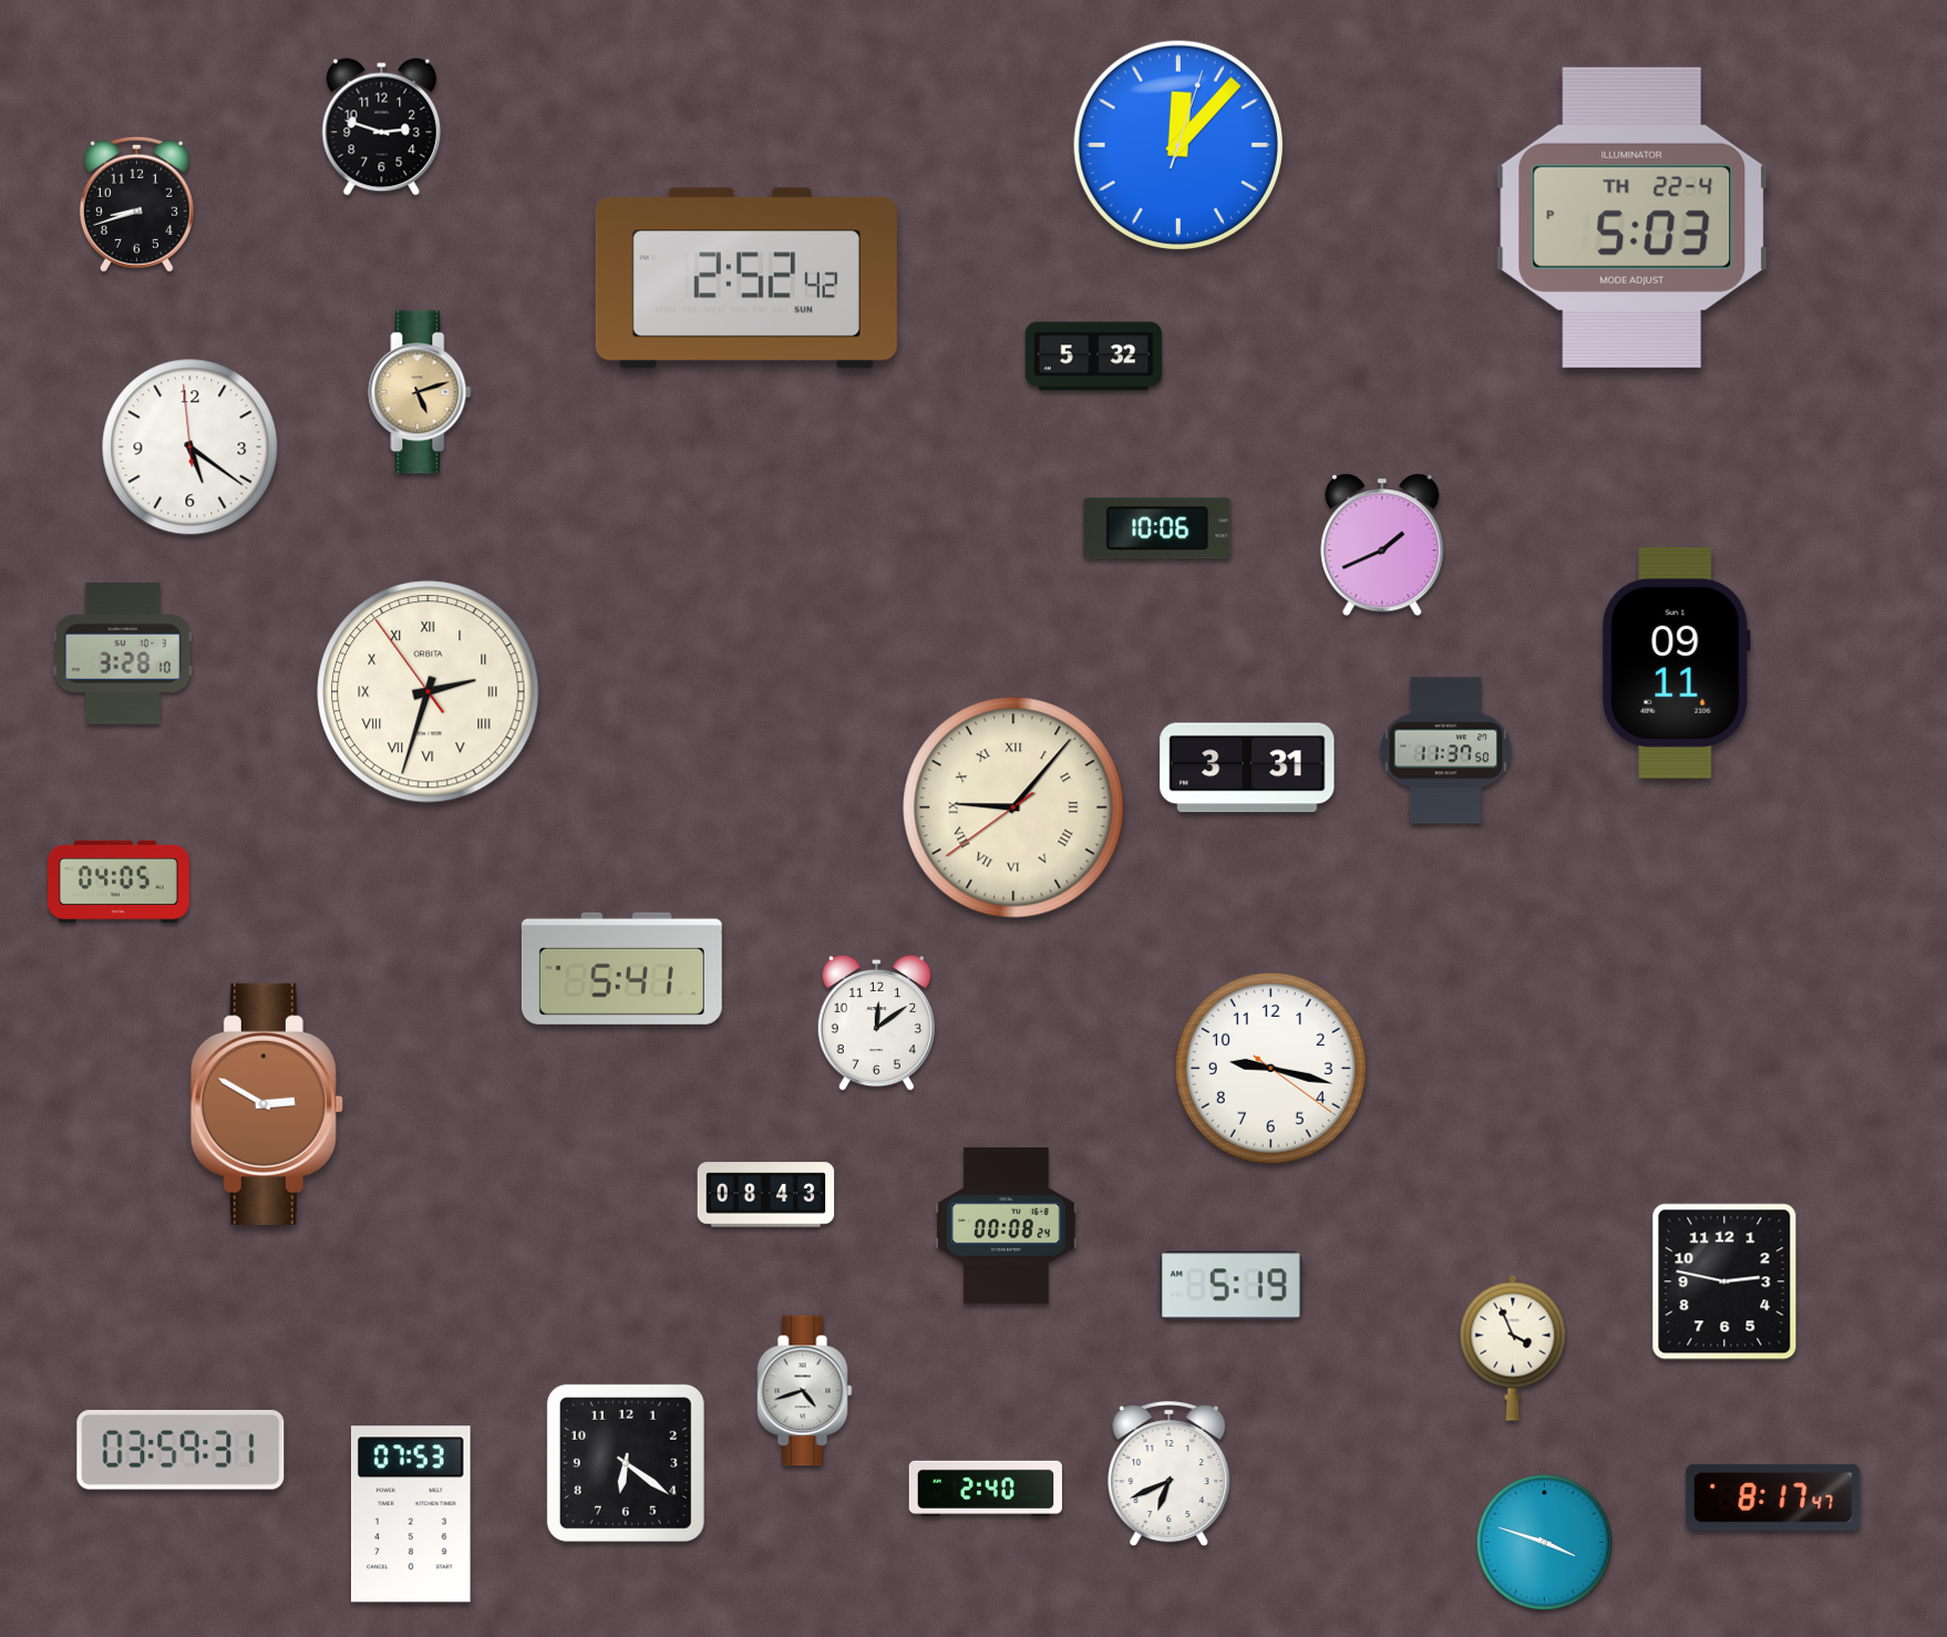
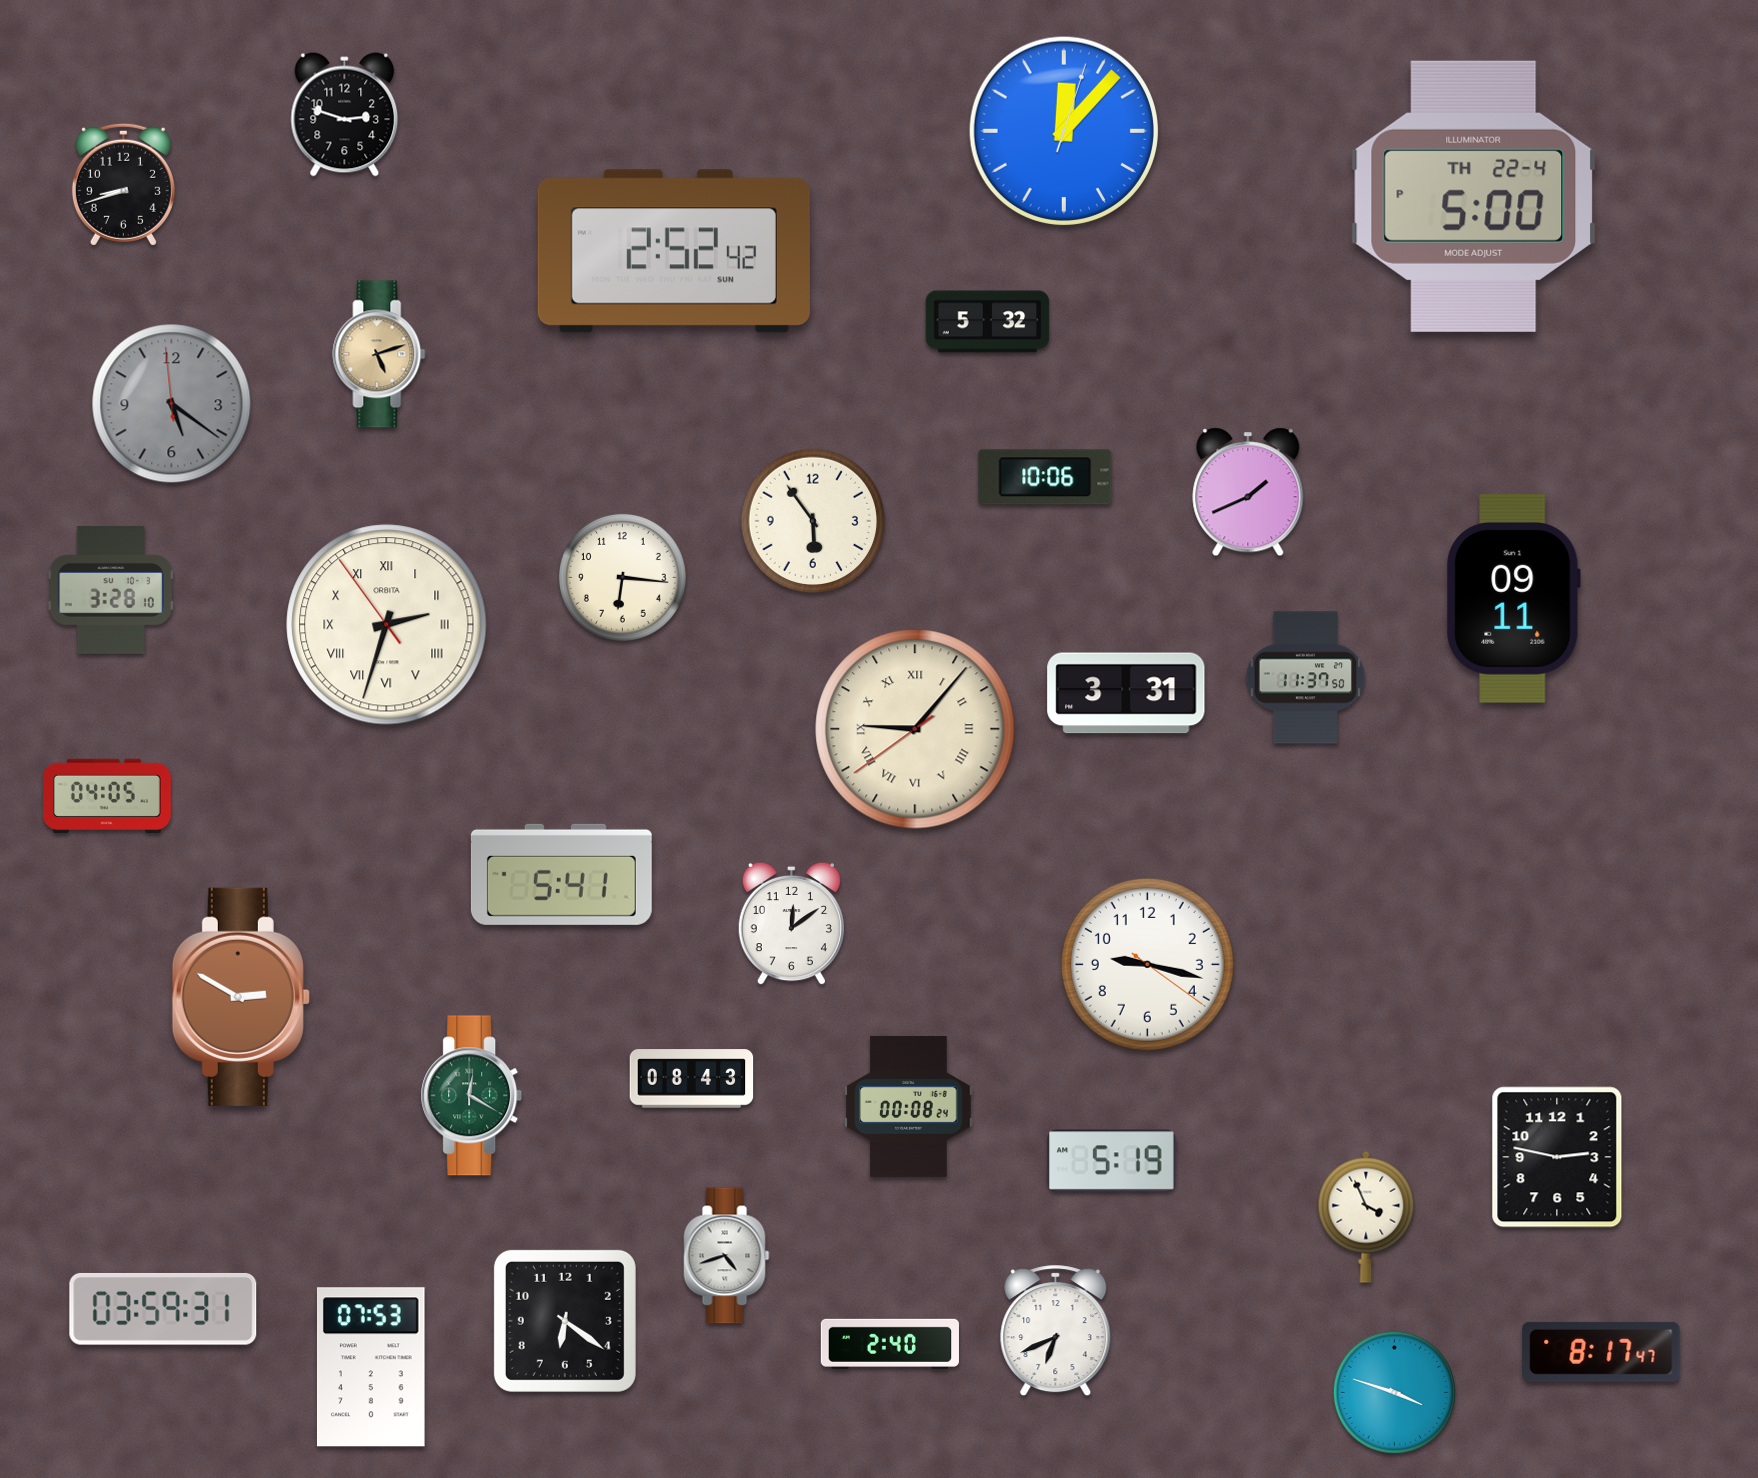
clock at (1632, 217): 5:03 -> 5:00
clock at (190, 447) dial: white -> grey
clock at (813, 521): none -> 5:54
clock at (622, 577): none -> 6:16
clock at (472, 1096): none -> 12:20
